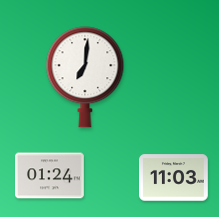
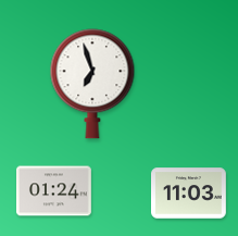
clock at (85, 77): 7:01 -> 6:57
